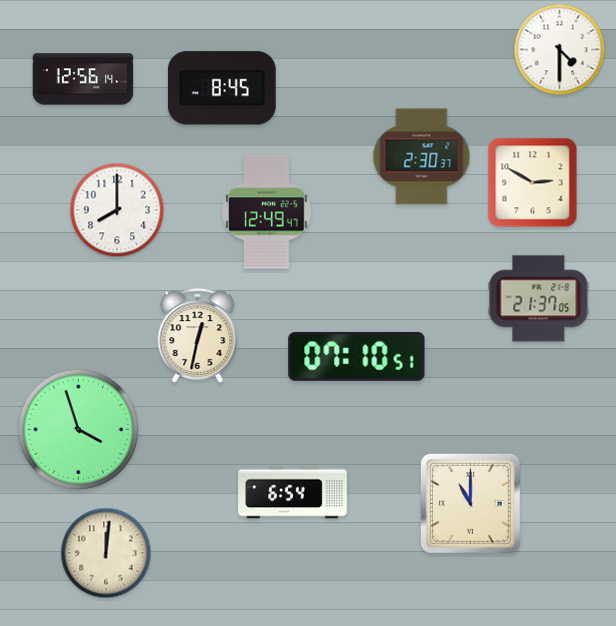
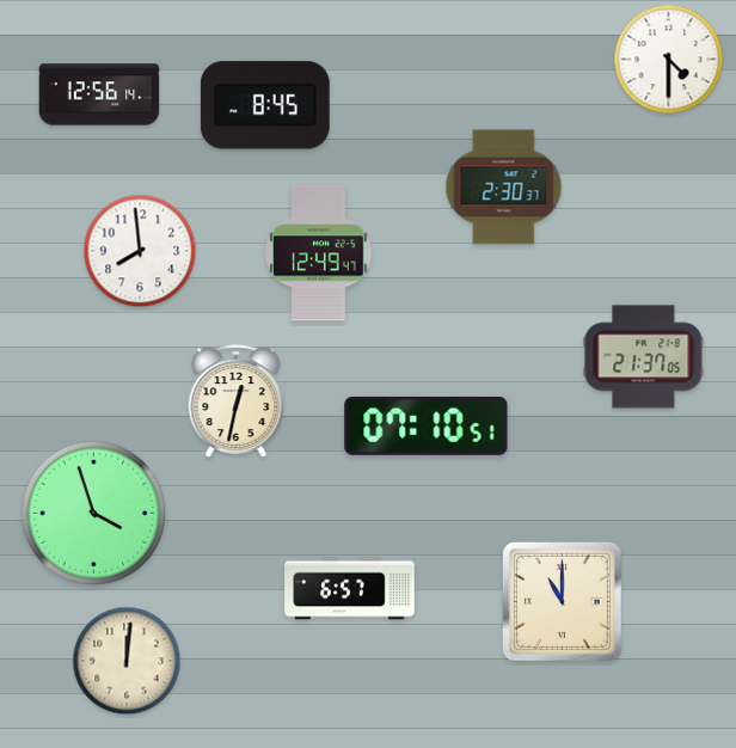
clock at (533, 183): 2:50 -> none
clock at (117, 210): 8:00 -> 7:59
clock at (293, 493): 6:54 -> 6:57
